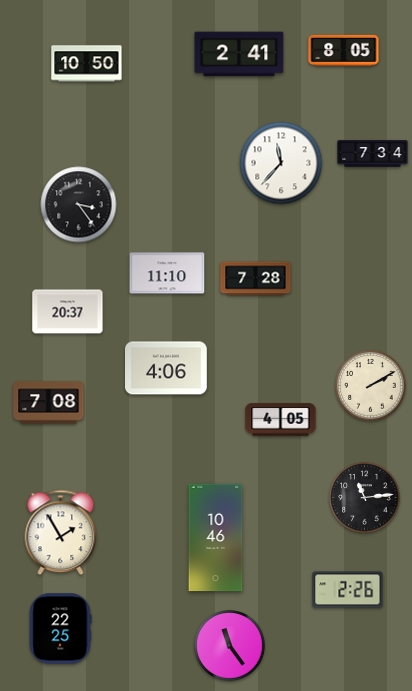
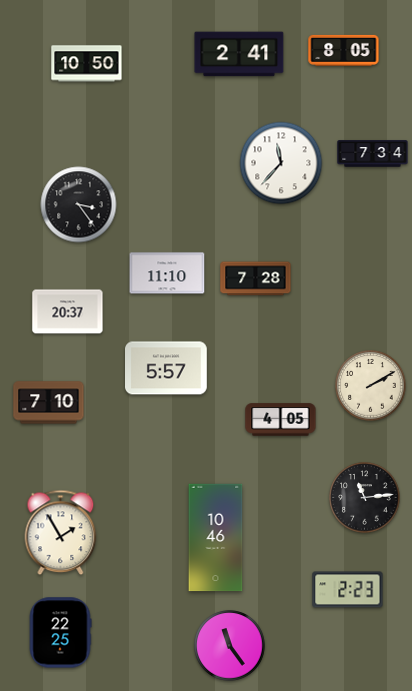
clock at (167, 368): 4:06 -> 5:57
clock at (49, 403): 7:08 -> 7:10
clock at (348, 590): 2:26 -> 2:23
clock at (60, 629) position: (60, 629) -> (60, 633)
